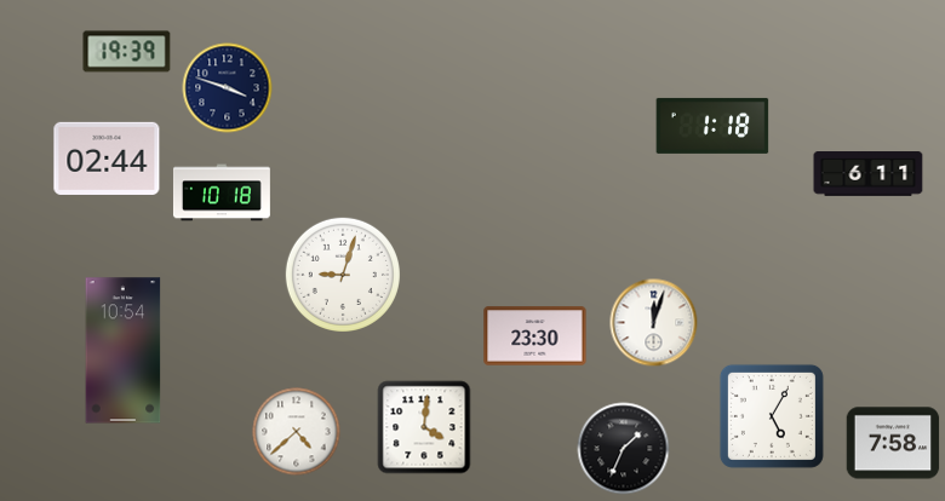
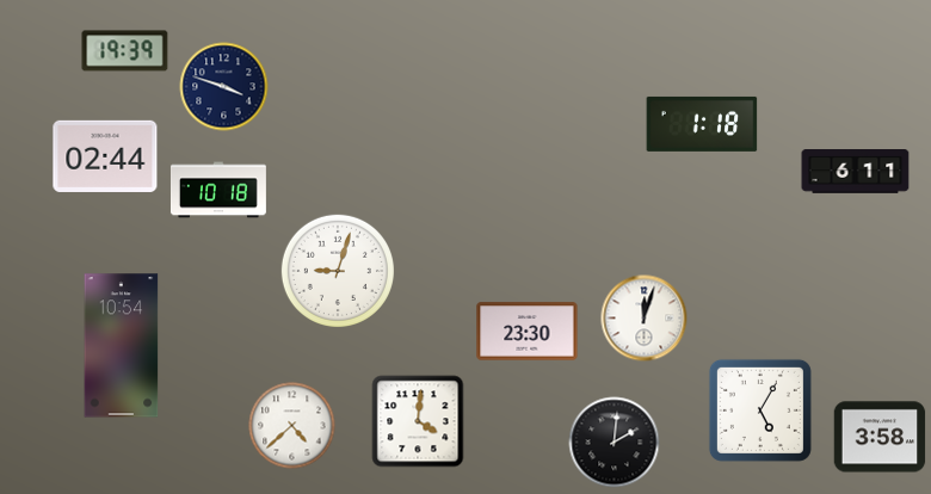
clock at (893, 443): 7:58 -> 3:58
clock at (624, 449): 1:34 -> 2:01
